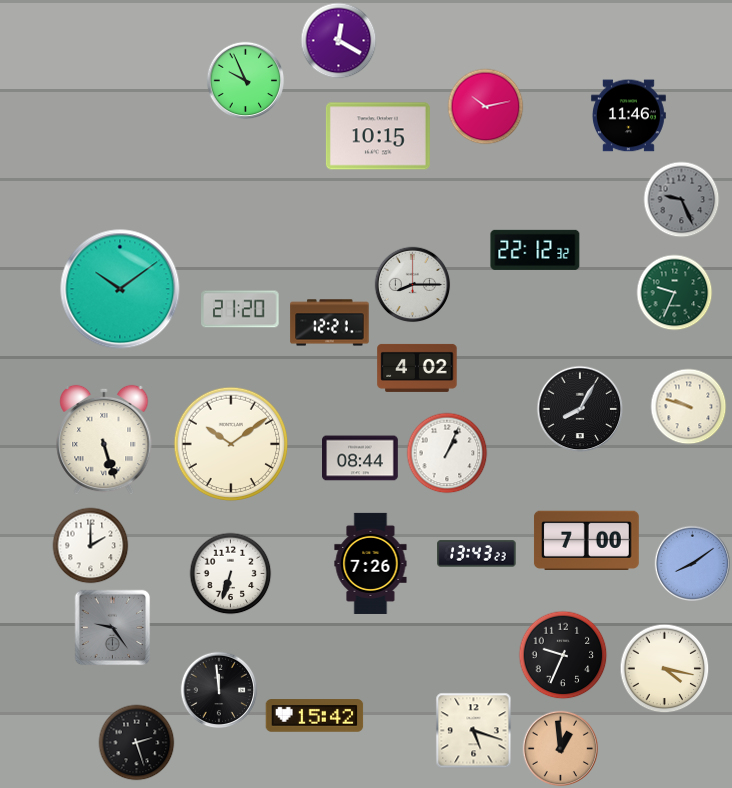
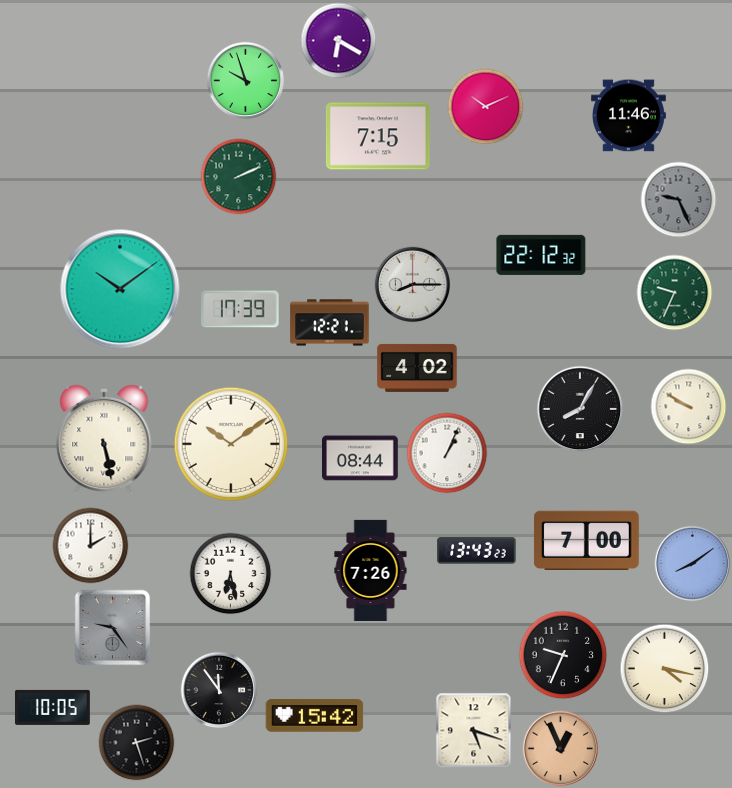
clock at (339, 41): 12:20 -> 6:20
clock at (246, 81): 9:56 -> 9:57
clock at (486, 107): 10:13 -> 10:11
clock at (378, 136): 10:15 -> 7:15
clock at (239, 177): none -> 2:11
clock at (682, 200) position: (682, 200) -> (679, 200)
clock at (535, 250) position: (535, 250) -> (541, 255)
clock at (240, 309): 21:20 -> 17:39
clock at (689, 407): 9:48 -> 9:50
clock at (104, 440): 5:27 -> 5:28
clock at (477, 554) position: (477, 554) -> (477, 551)
clock at (371, 563) position: (371, 563) -> (371, 570)
clock at (231, 574): 6:33 -> 6:28
clock at (219, 690): 11:59 -> 11:54
clock at (52, 707): none -> 10:05
clock at (561, 749): 12:59 -> 12:56
